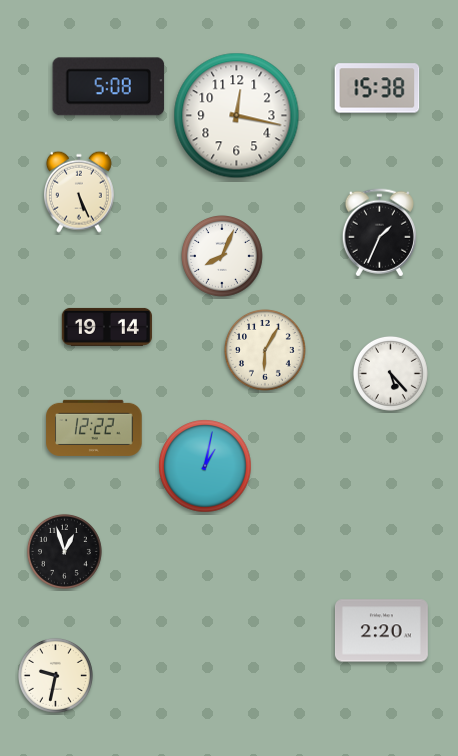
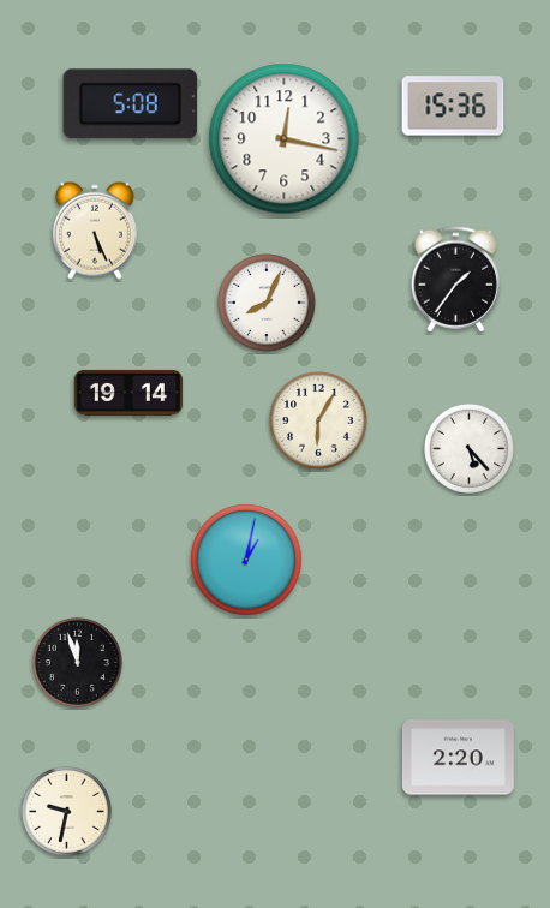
clock at (377, 88): 15:38 -> 15:36
clock at (379, 233): 1:34 -> 1:36
clock at (223, 257) position: (223, 257) -> (268, 304)
clock at (94, 428): 12:22 -> none
clock at (64, 551): 12:57 -> 11:57
